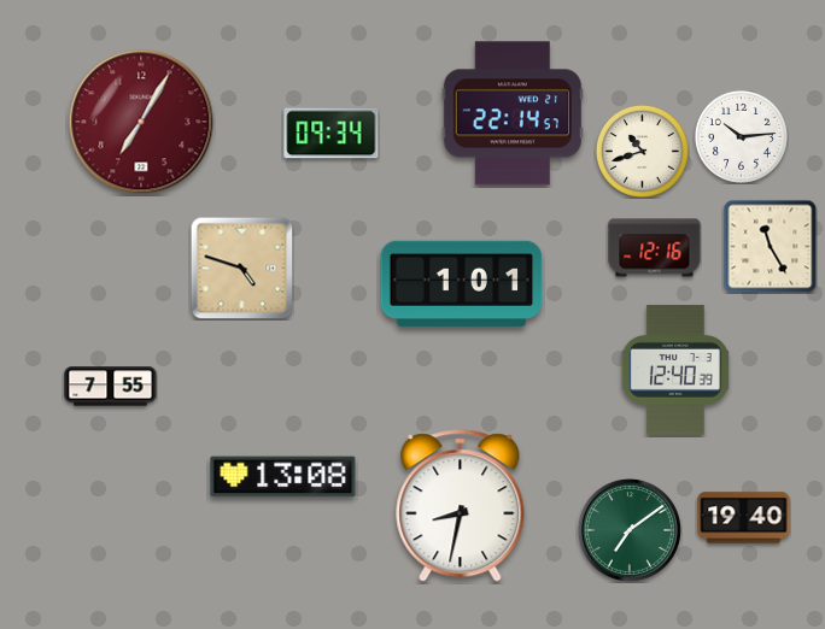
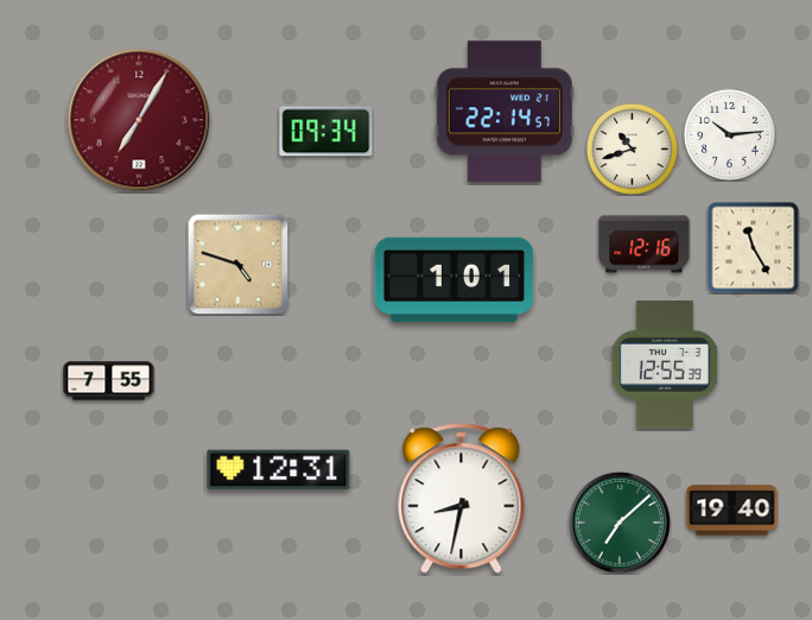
clock at (770, 246) position: (770, 246) -> (753, 247)
clock at (675, 370): 12:40 -> 12:55
clock at (283, 477): 13:08 -> 12:31
clock at (461, 506) position: (461, 506) -> (462, 499)
clock at (630, 530): 7:09 -> 7:08
